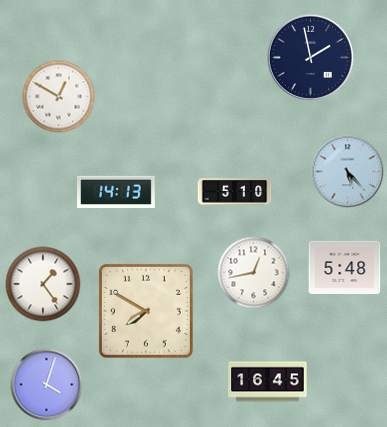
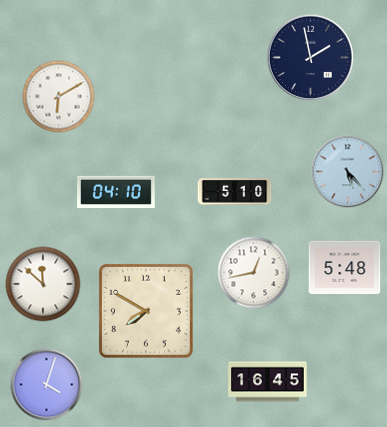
clock at (59, 97): 12:50 -> 6:10
clock at (116, 192): 14:13 -> 04:10
clock at (43, 284): 1:24 -> 11:52
